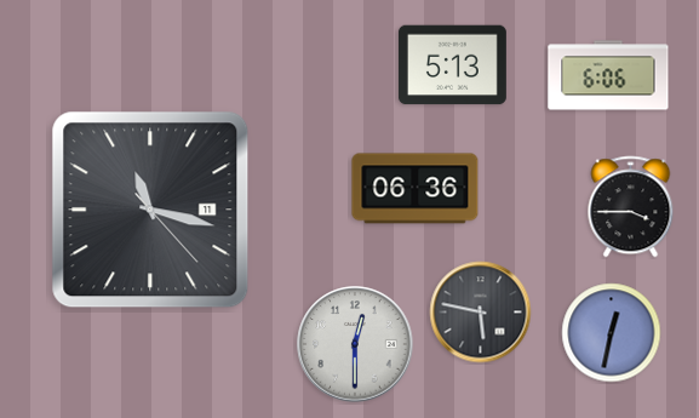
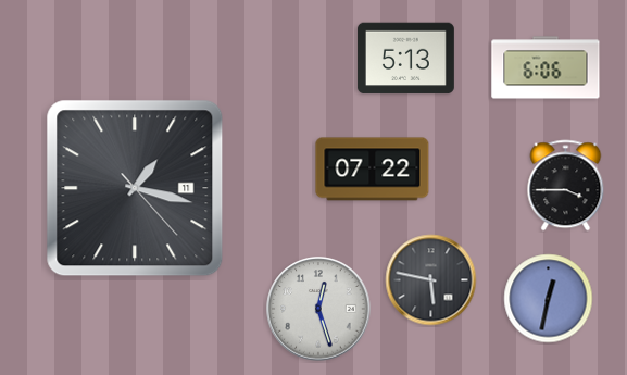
clock at (416, 189): 06:36 -> 07:22
clock at (150, 210): 11:17 -> 1:17
clock at (355, 344): 12:30 -> 12:27
